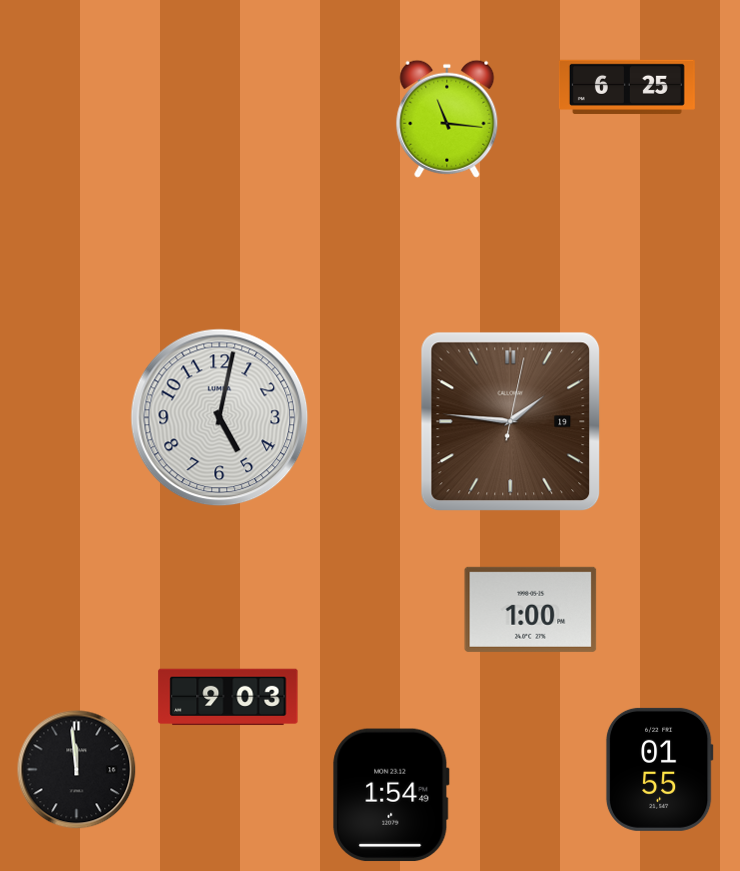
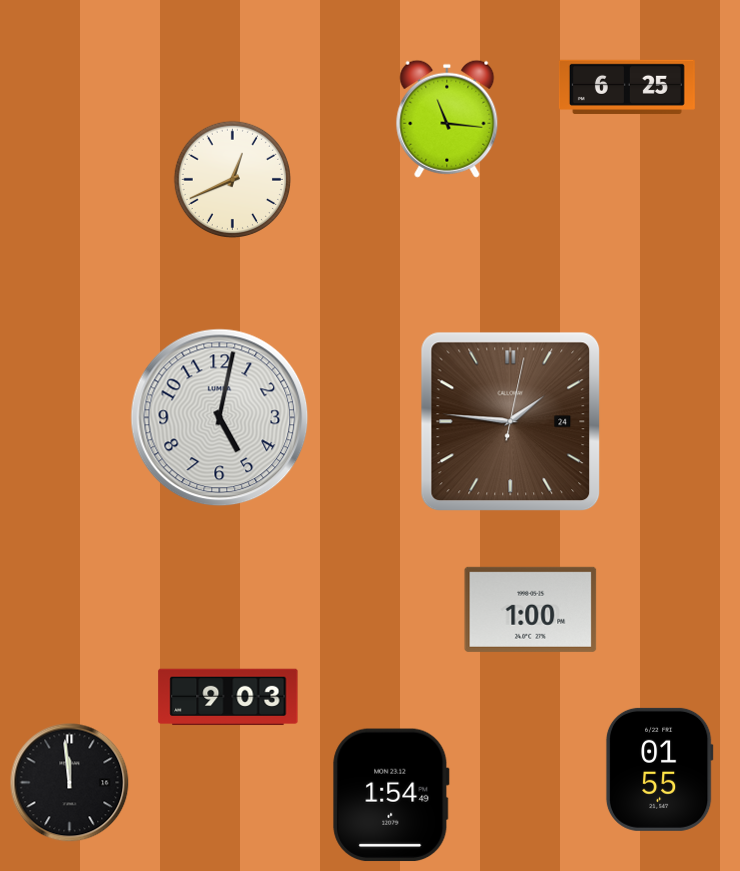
clock at (232, 179): none -> 12:41
clock at (511, 422) date: 19 -> 24
clock at (77, 770) position: (77, 770) -> (70, 783)
